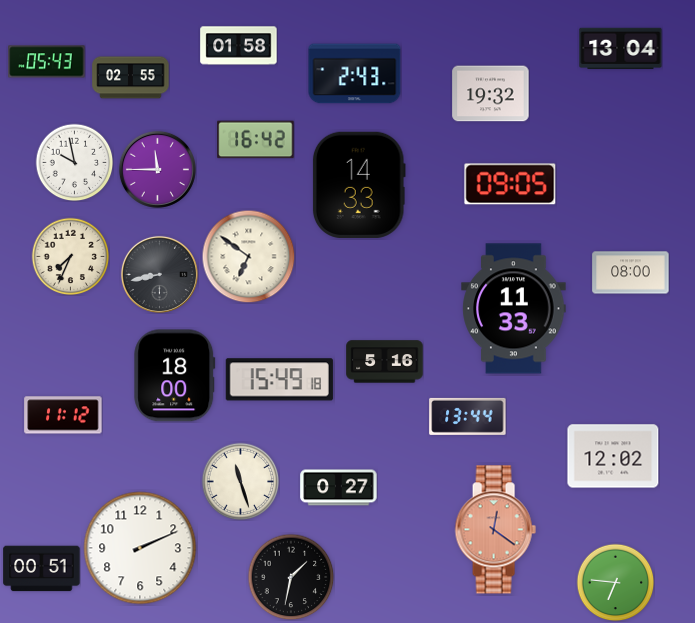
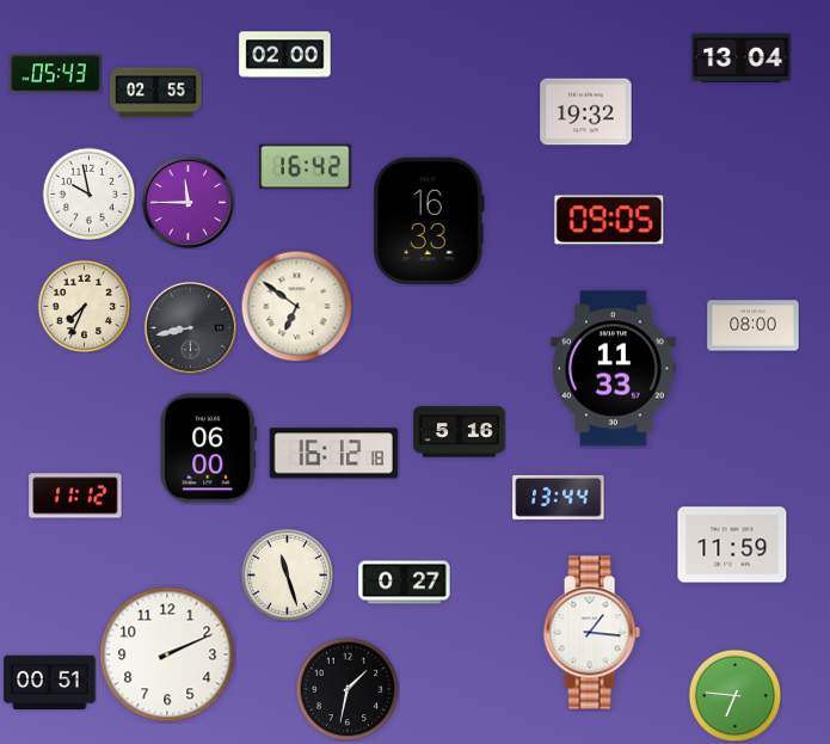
clock at (239, 46): 01:58 -> 02:00
clock at (355, 74): 2:43 -> none
clock at (359, 185): 14:33 -> 16:33
clock at (175, 376): 18:00 -> 06:00
clock at (279, 380): 15:49 -> 16:12
clock at (613, 456): 12:02 -> 11:59
clock at (495, 530): 12:21 -> 1:16
clock at (495, 530) dial: salmon -> white
clock at (42, 569) position: (42, 569) -> (50, 683)
